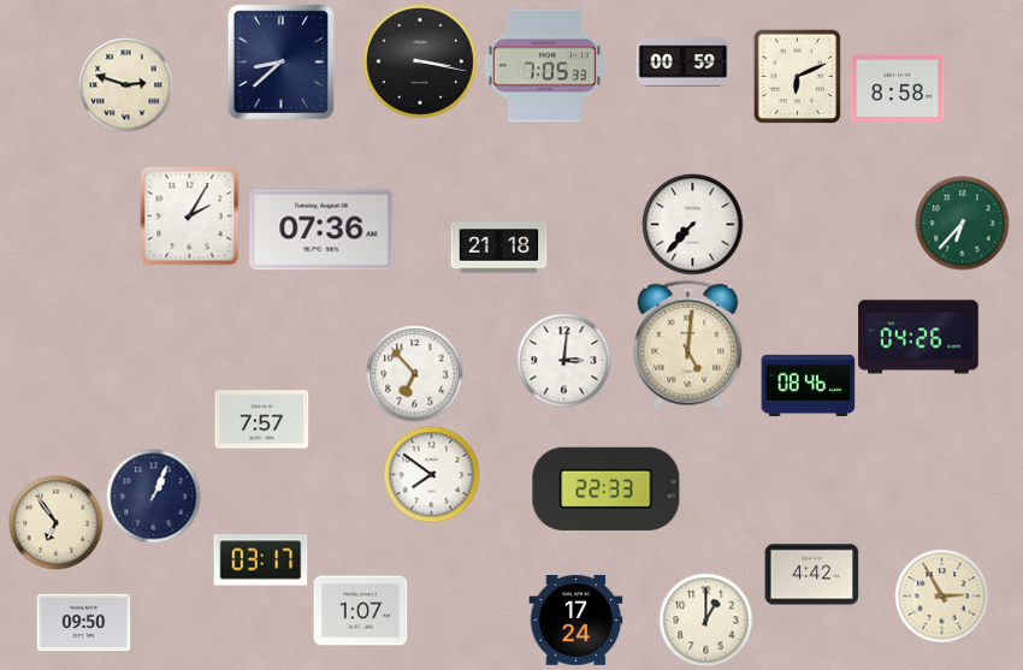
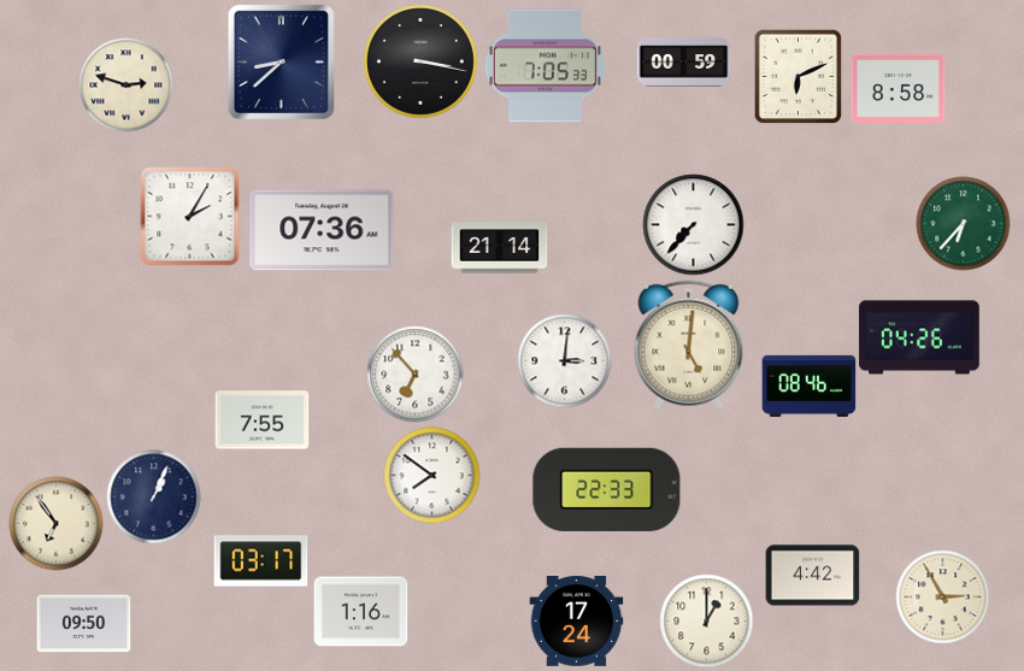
clock at (498, 248): 21:18 -> 21:14
clock at (261, 420): 7:57 -> 7:55
clock at (360, 611): 1:07 -> 1:16
